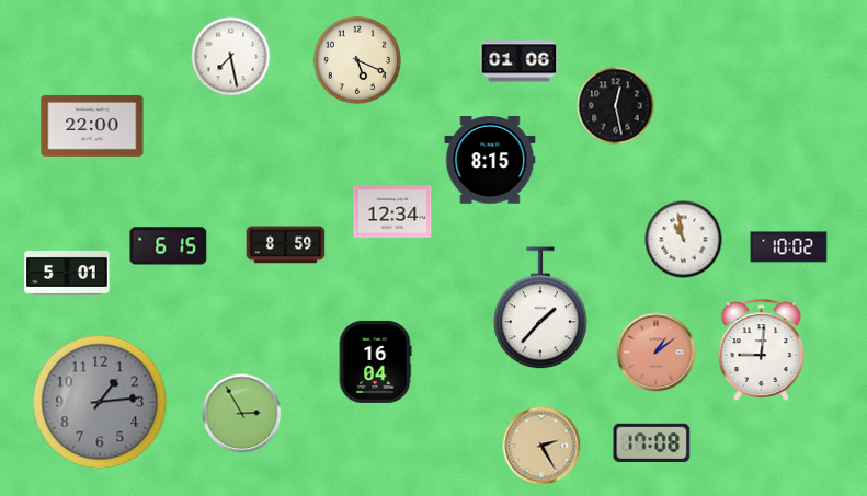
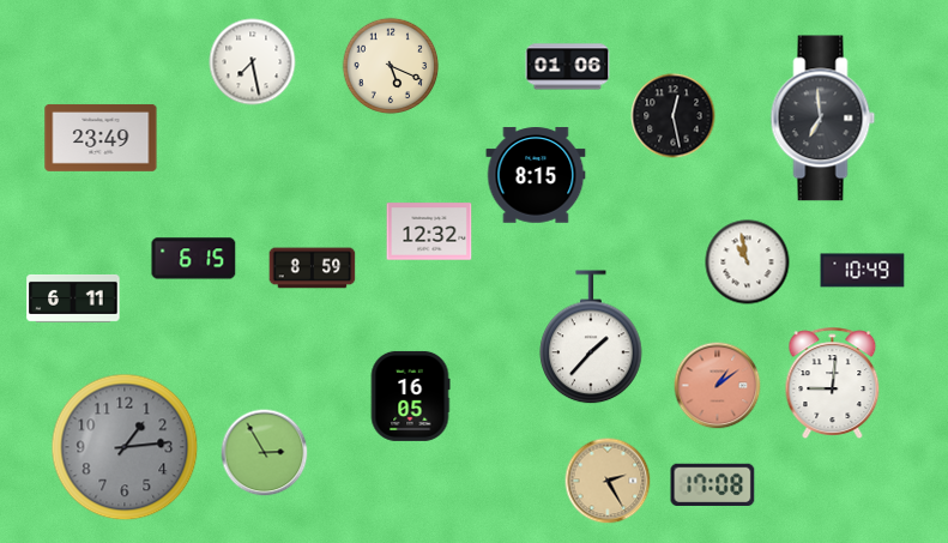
clock at (823, 119): none -> 6:59
clock at (92, 126): 22:00 -> 23:49
clock at (392, 211): 12:34 -> 12:32
clock at (169, 246) position: (169, 246) -> (194, 259)
clock at (789, 247): 10:02 -> 10:49
clock at (67, 273): 5:01 -> 6:11
clock at (375, 361): 16:04 -> 16:05
clock at (100, 402) position: (100, 402) -> (125, 447)
clock at (541, 446) position: (541, 446) -> (608, 481)
